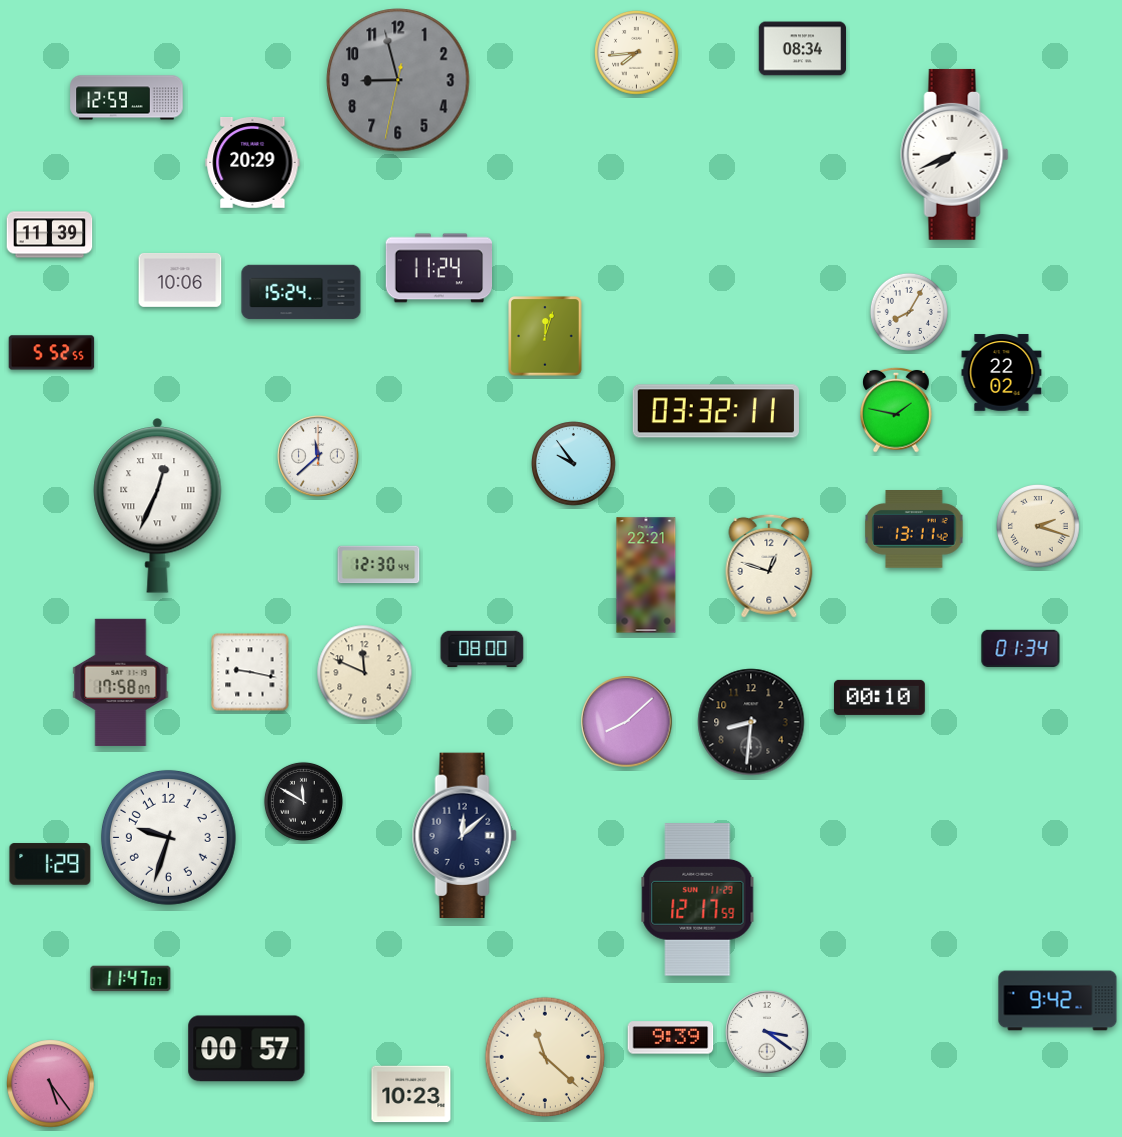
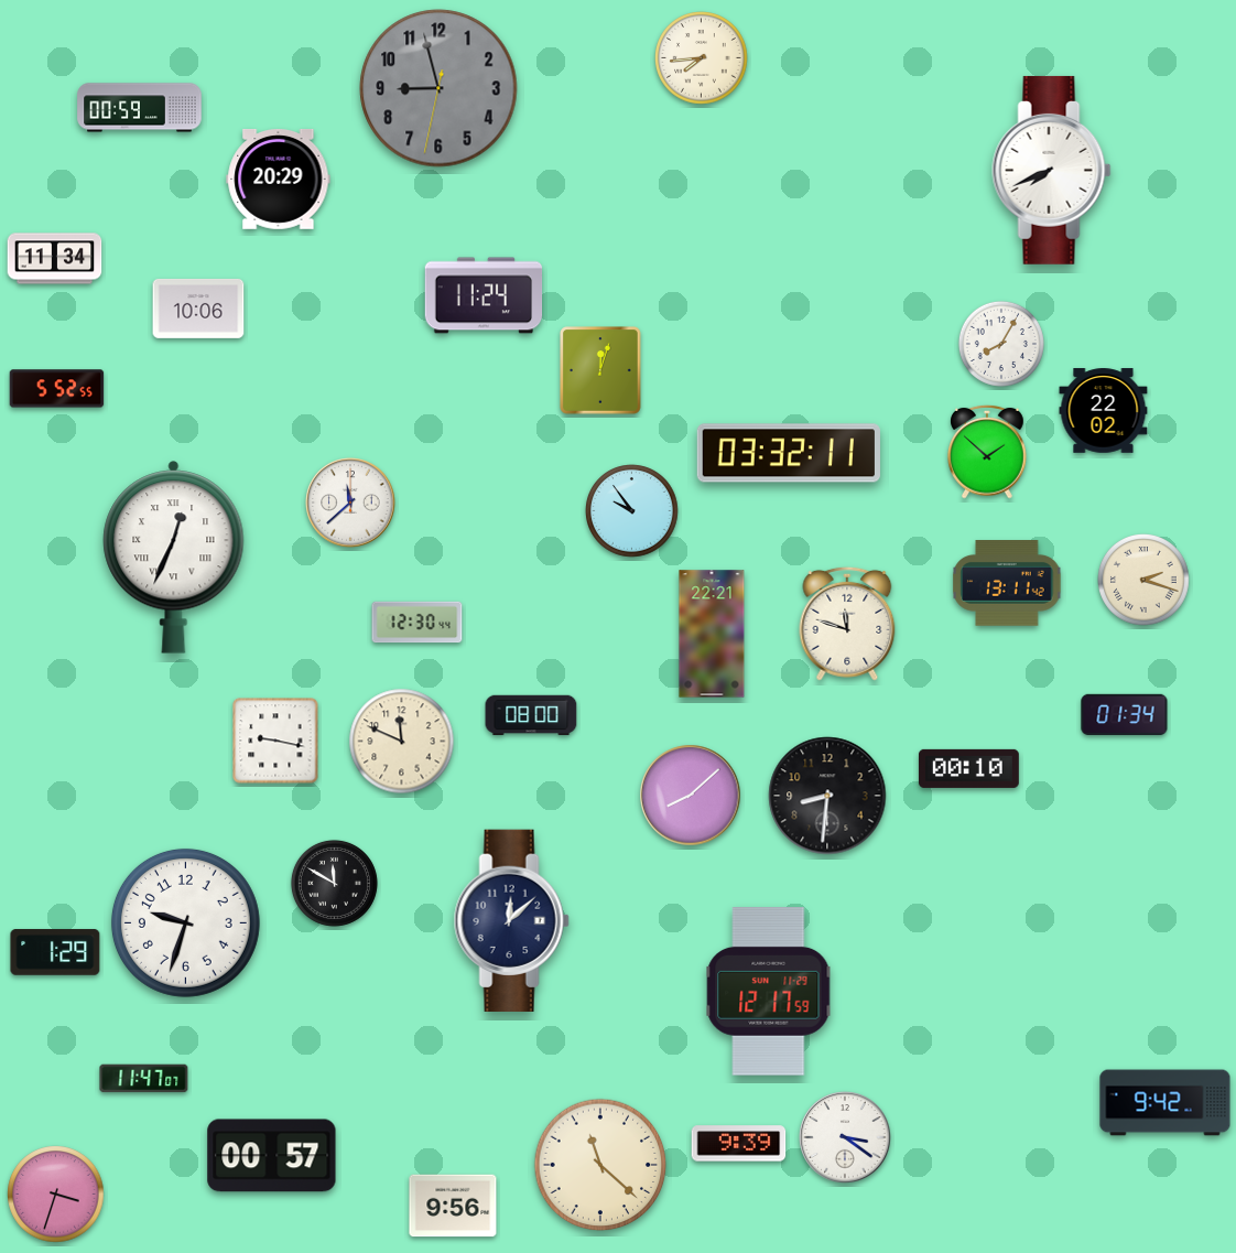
clock at (802, 49): 08:34 -> none
clock at (127, 98): 12:59 -> 00:59
clock at (50, 235): 11:39 -> 11:34
clock at (301, 292): 15:24 -> none
clock at (896, 410): 1:47 -> 1:52
clock at (769, 566): 12:48 -> 11:48
clock at (121, 682): 17:58 -> none
clock at (51, 1084): 5:24 -> 3:33
clock at (411, 1094): 10:23 -> 9:56
